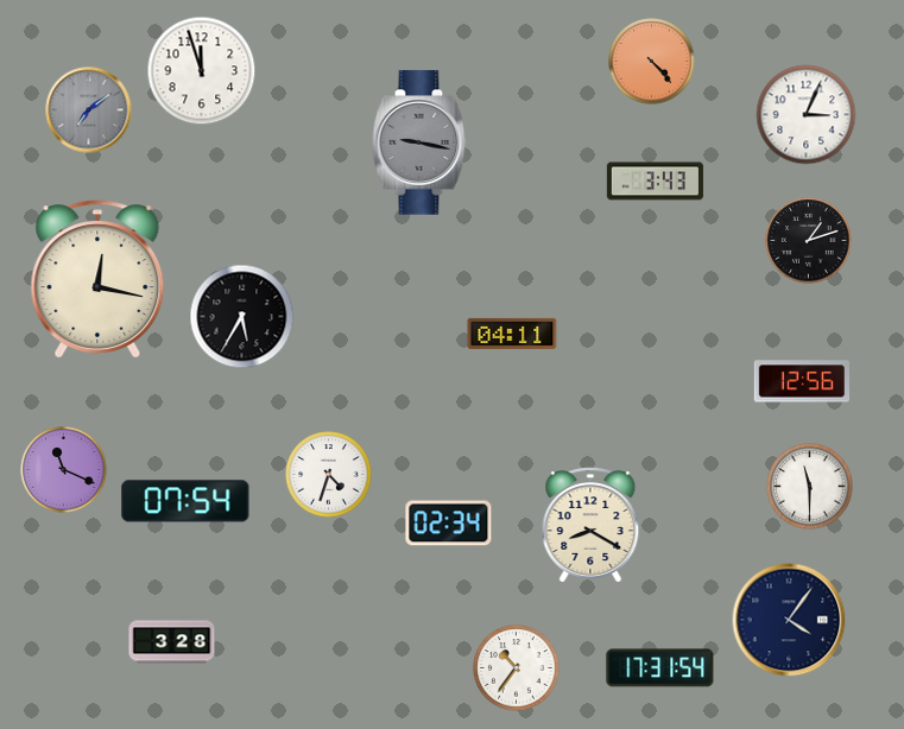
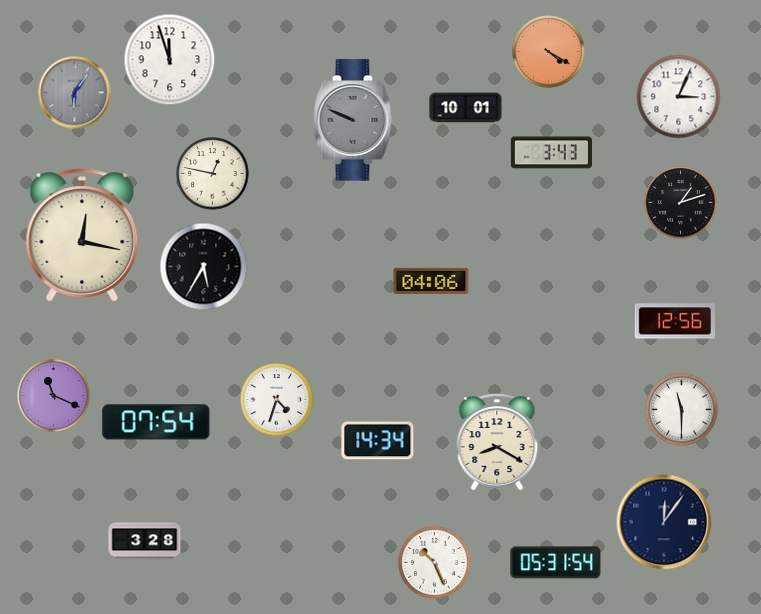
clock at (652, 62): 4:23 -> 4:20
clock at (89, 110): 7:09 -> 6:06
clock at (466, 108): none -> 10:01
clock at (419, 142): 9:17 -> 9:49
clock at (213, 174): none -> 12:47
clock at (512, 334): 04:11 -> 04:06
clock at (449, 524): 02:34 -> 14:34
clock at (789, 620): 4:06 -> 12:06
clock at (517, 668): 10:36 -> 10:26
clock at (660, 668): 17:31 -> 05:31
